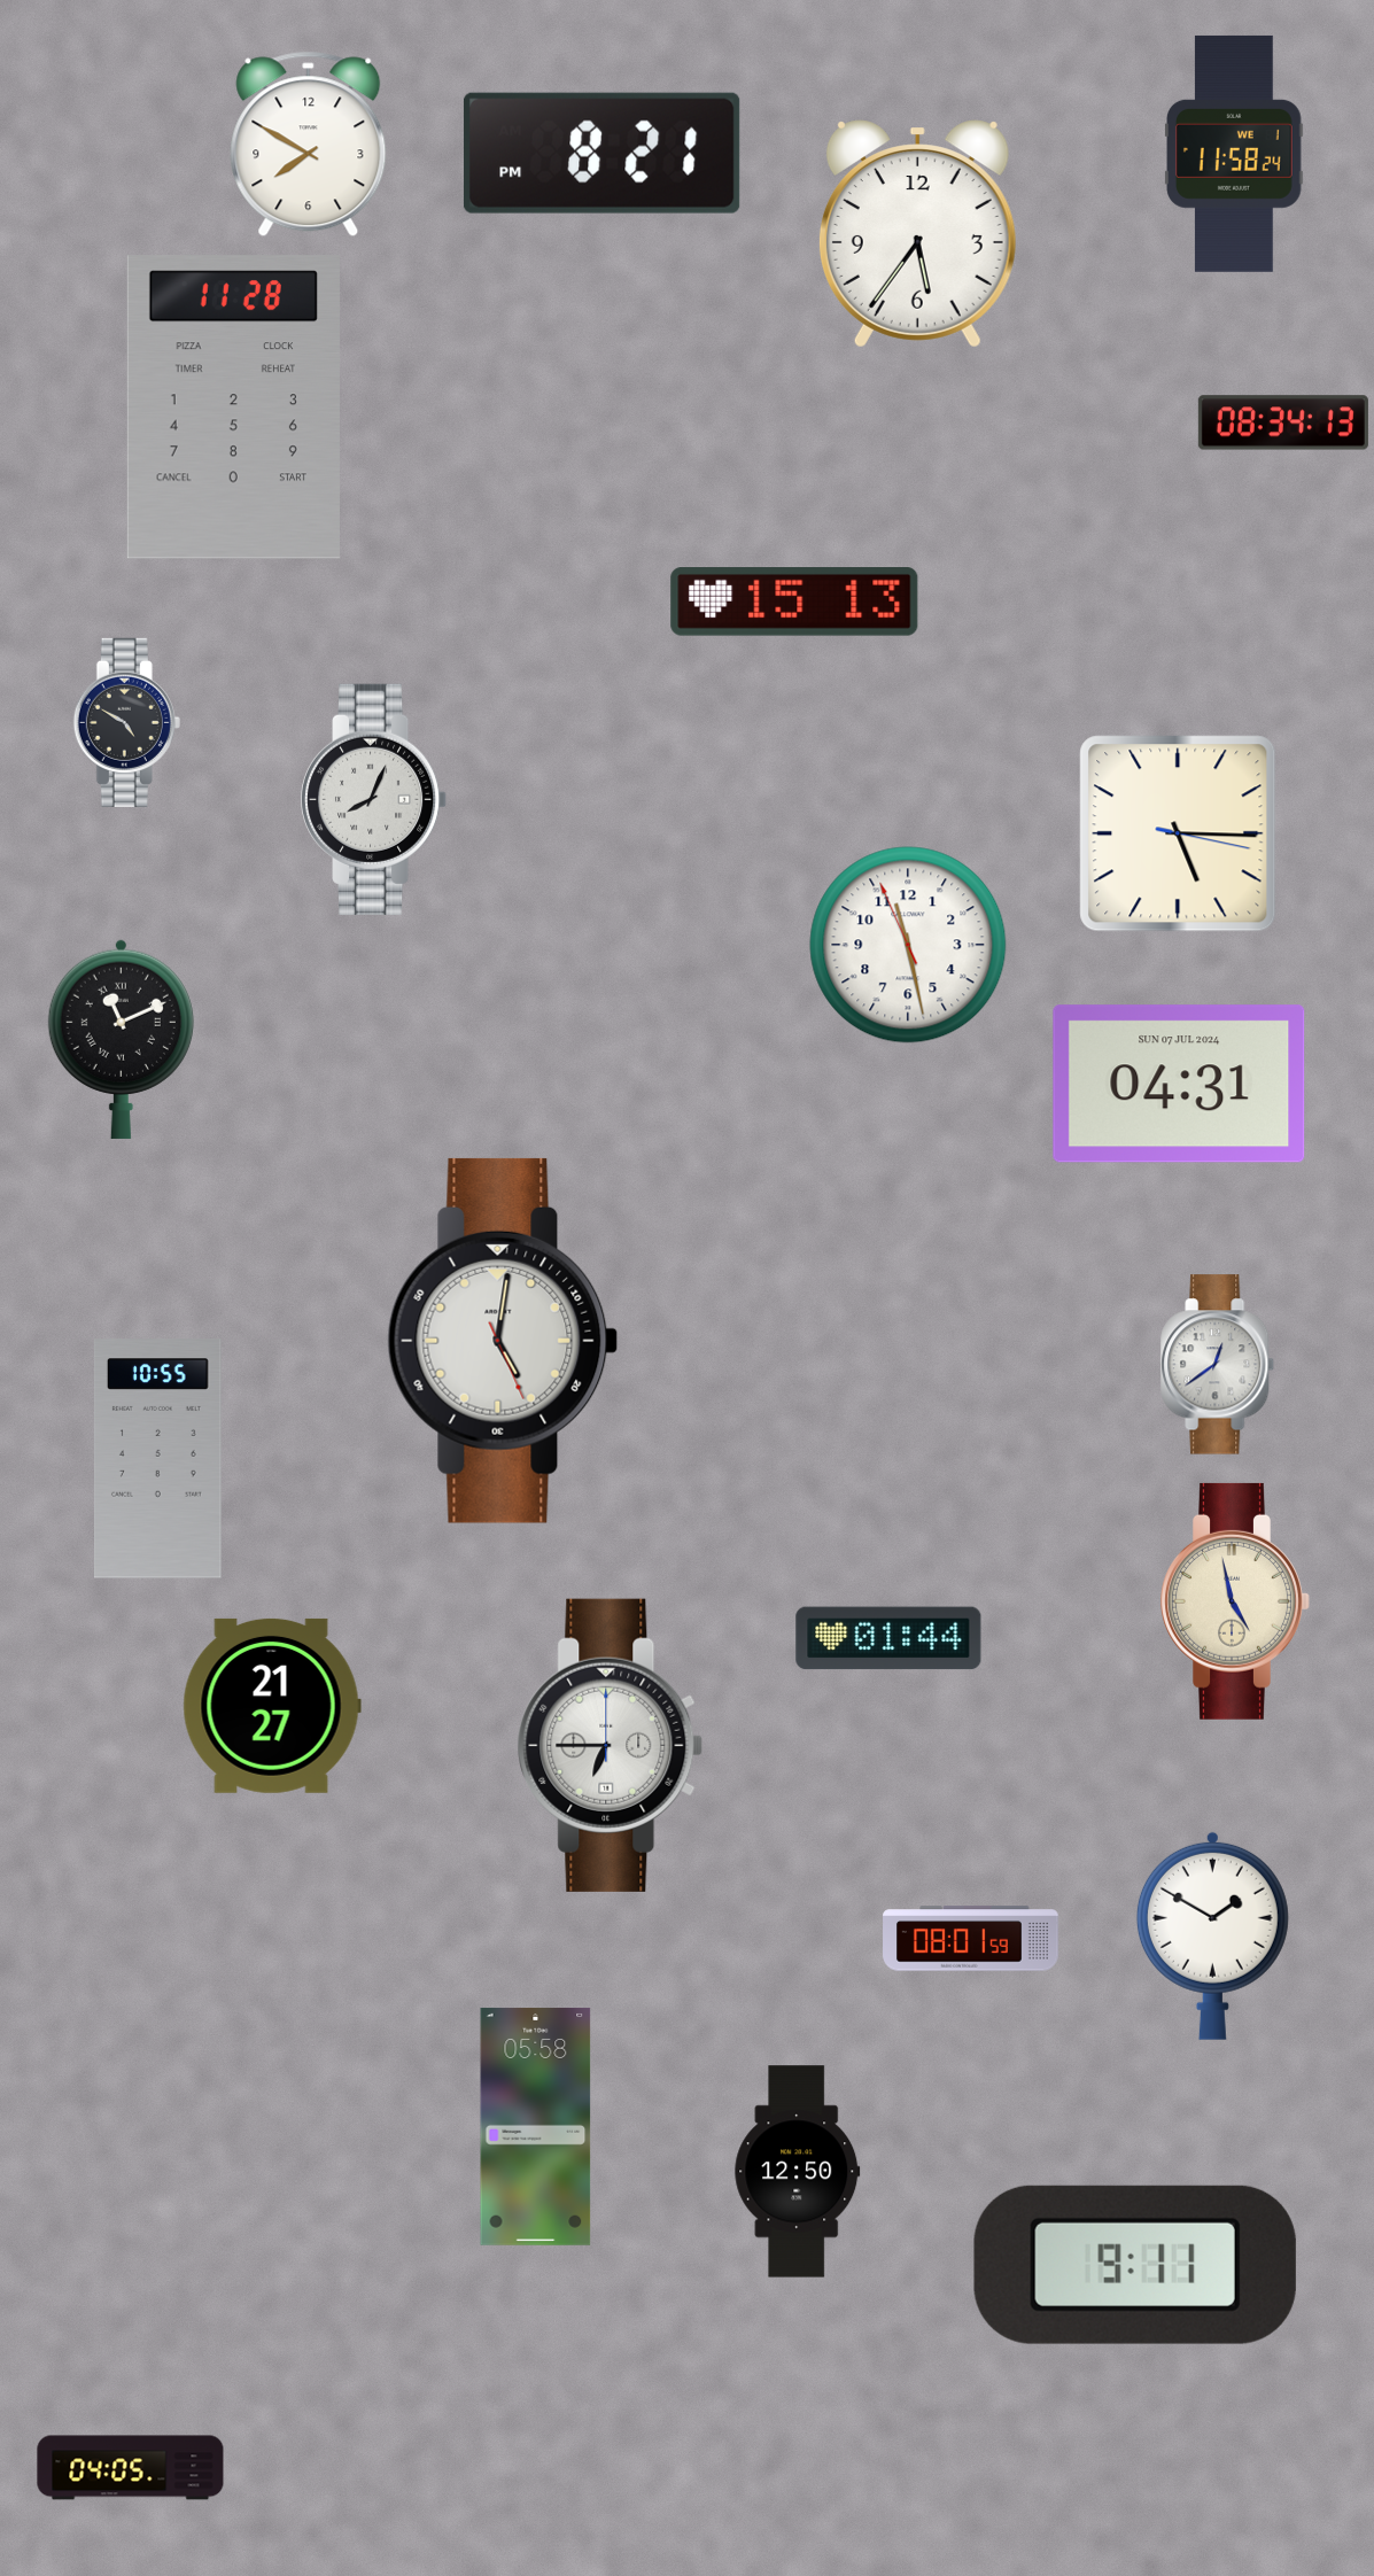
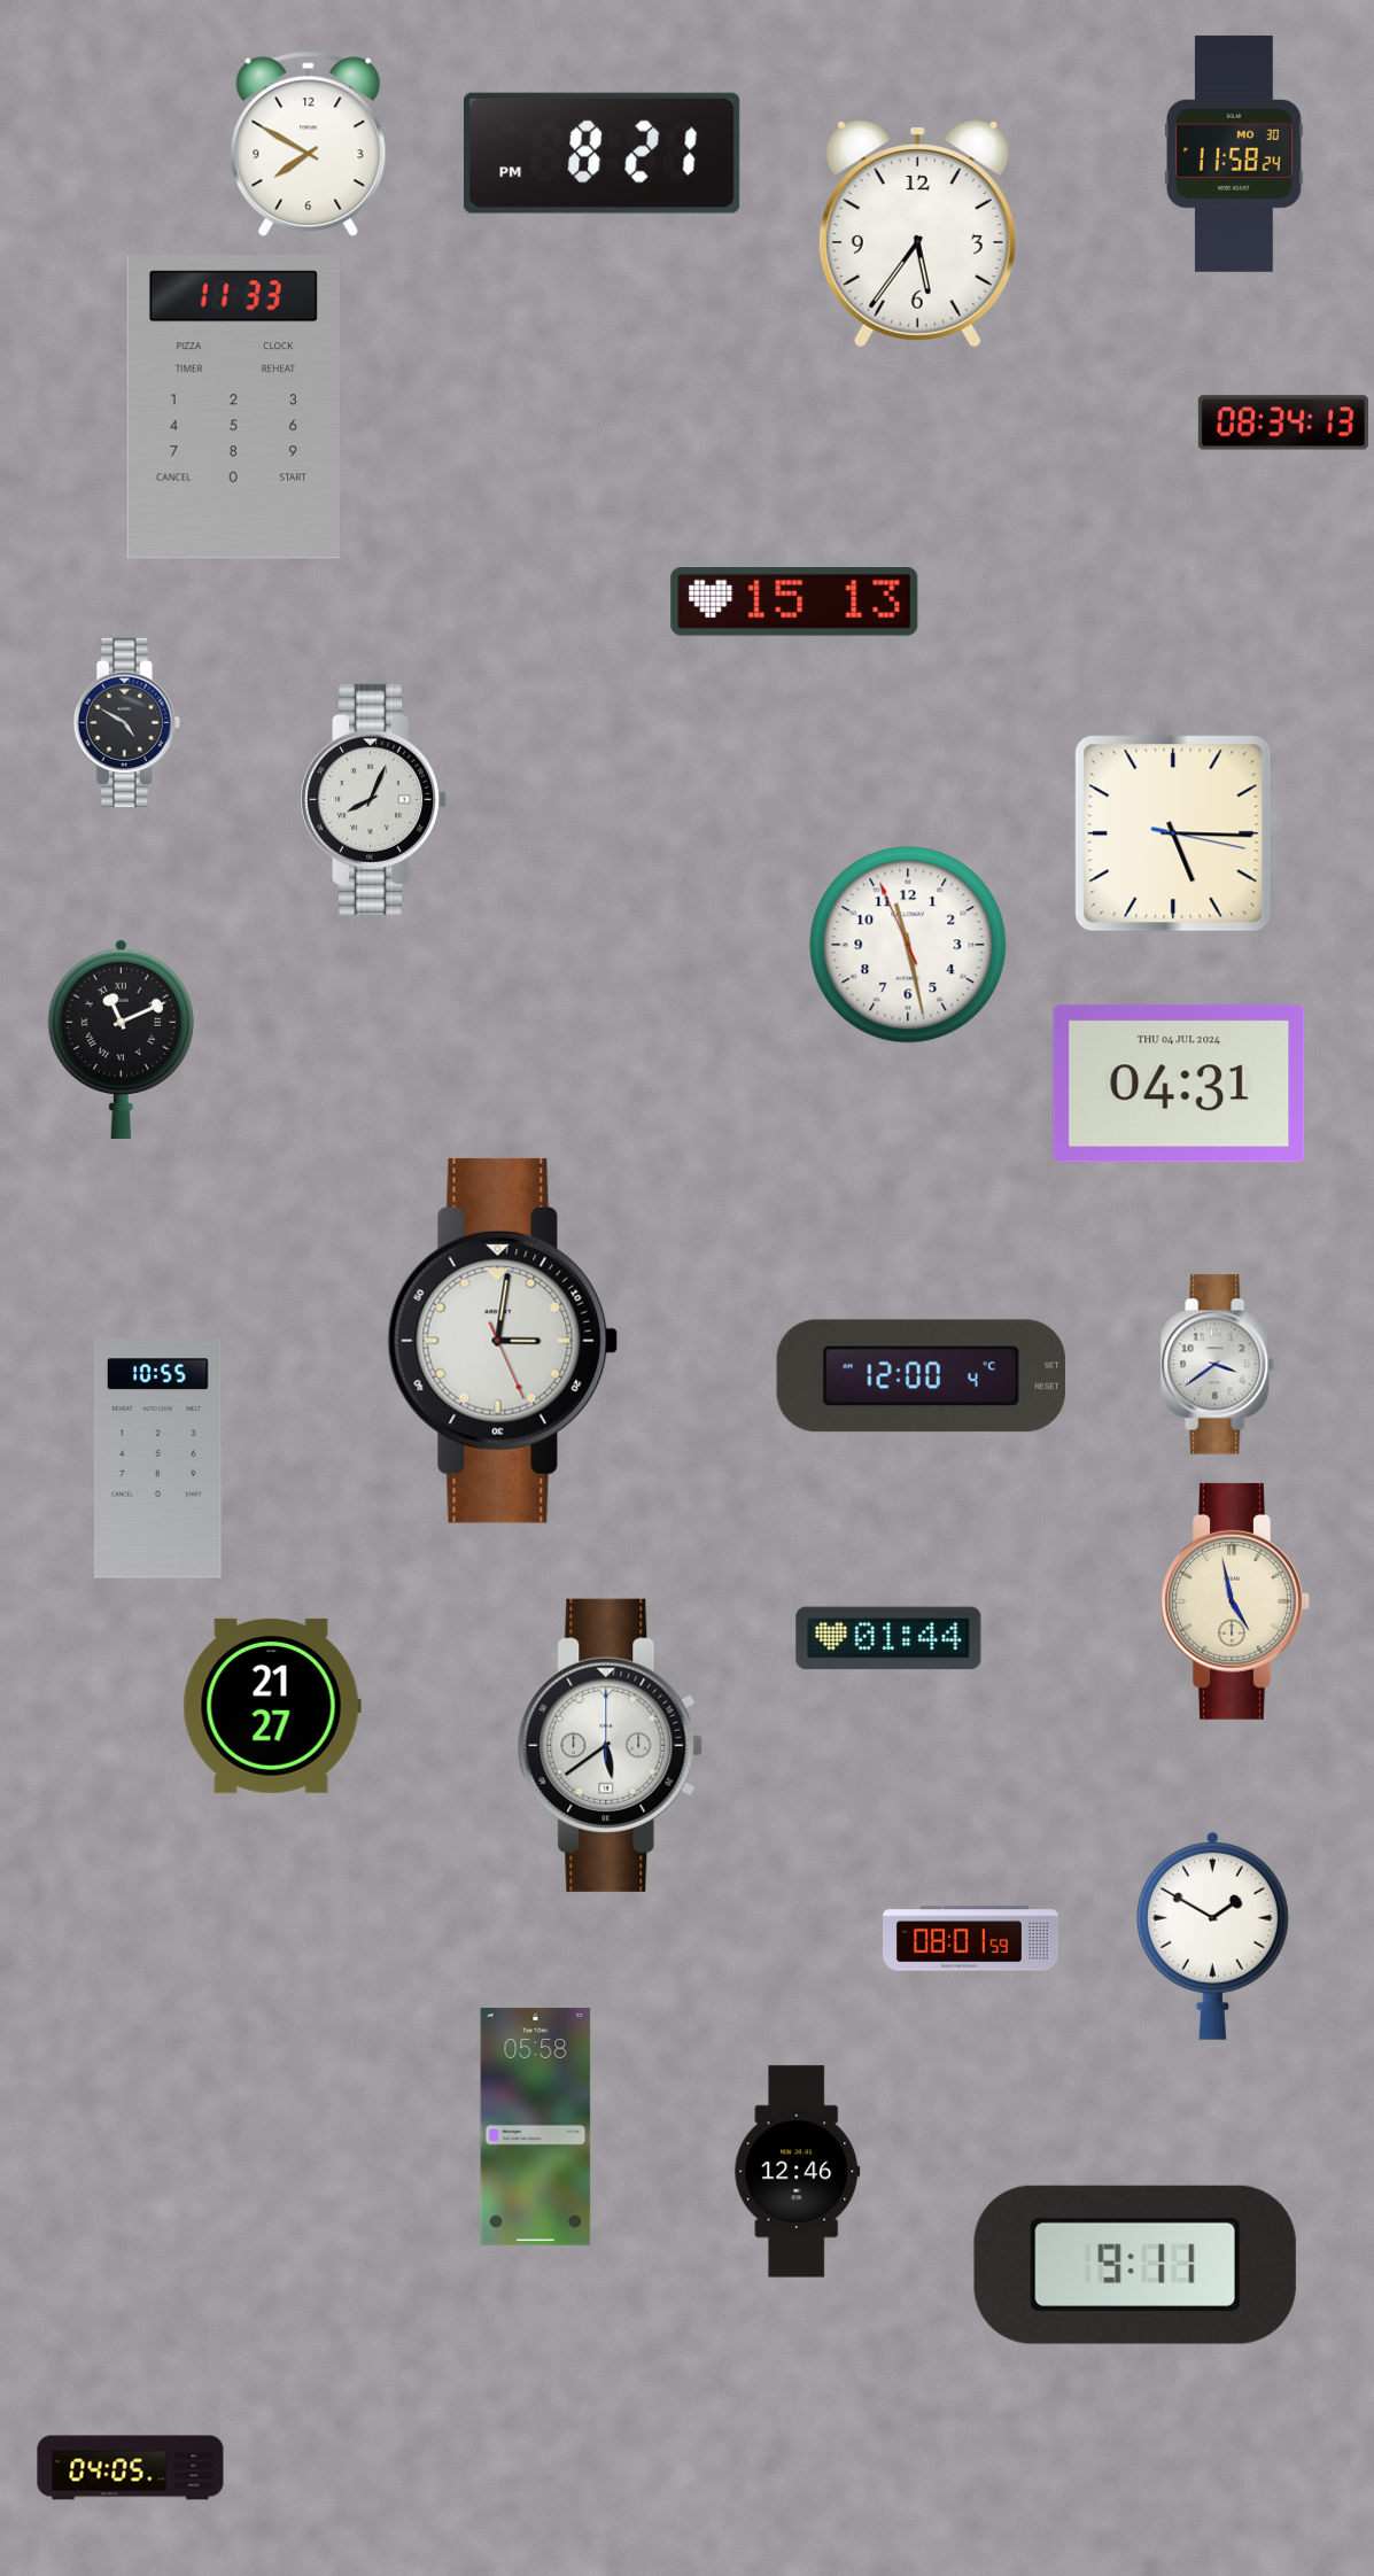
clock at (1235, 154) date: WE 1 -> MO 30
clock at (233, 408): 11:28 -> 11:33
clock at (1178, 833) position: (1178, 833) -> (1173, 833)
clock at (1179, 1084) date: SUN 07 JUL 2024 -> THU 04 JUL 2024
clock at (503, 1341): 5:01 -> 3:01
clock at (1218, 1365): 12:39 -> 3:39
clock at (921, 1376): none -> 12:00
clock at (611, 1745): 6:45 -> 5:39
clock at (798, 2172): 12:50 -> 12:46
